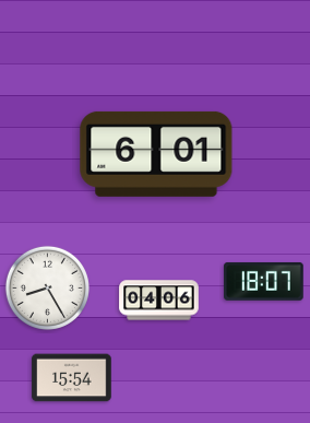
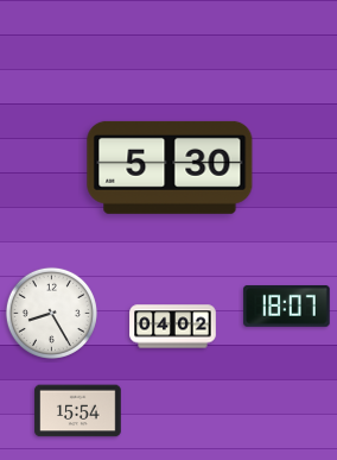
clock at (156, 154): 6:01 -> 5:30
clock at (159, 301): 04:06 -> 04:02
